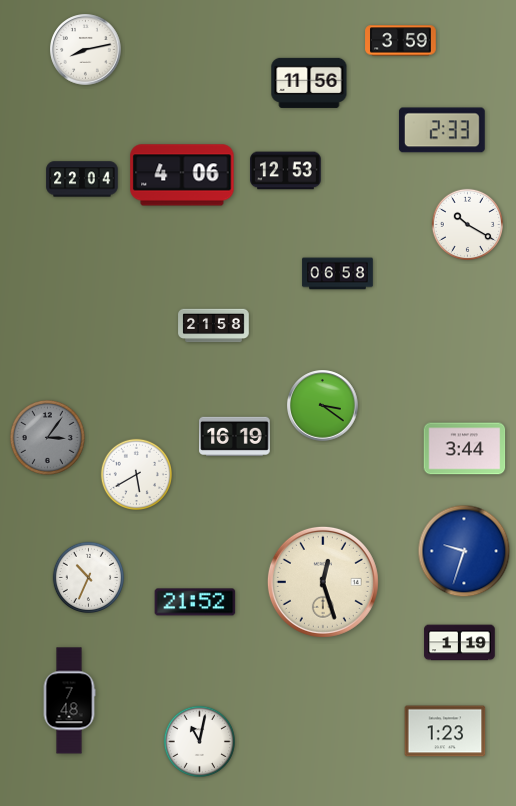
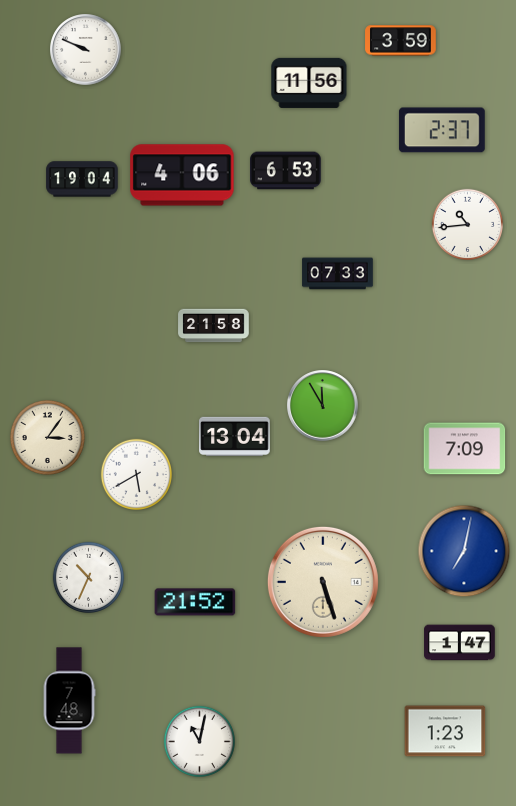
clock at (86, 50): 8:13 -> 9:49
clock at (442, 130): 2:33 -> 2:37
clock at (286, 171): 12:53 -> 6:53
clock at (82, 179): 22:04 -> 19:04
clock at (467, 224): 10:20 -> 10:44
clock at (338, 274): 06:58 -> 07:33
clock at (323, 406): 3:21 -> 11:55
clock at (235, 436): 16:19 -> 13:04
clock at (47, 437) dial: grey -> cream
clock at (465, 449): 3:44 -> 7:09
clock at (464, 551): 9:33 -> 7:02
clock at (323, 582): 12:27 -> 5:27
clock at (460, 643): 1:19 -> 1:47
